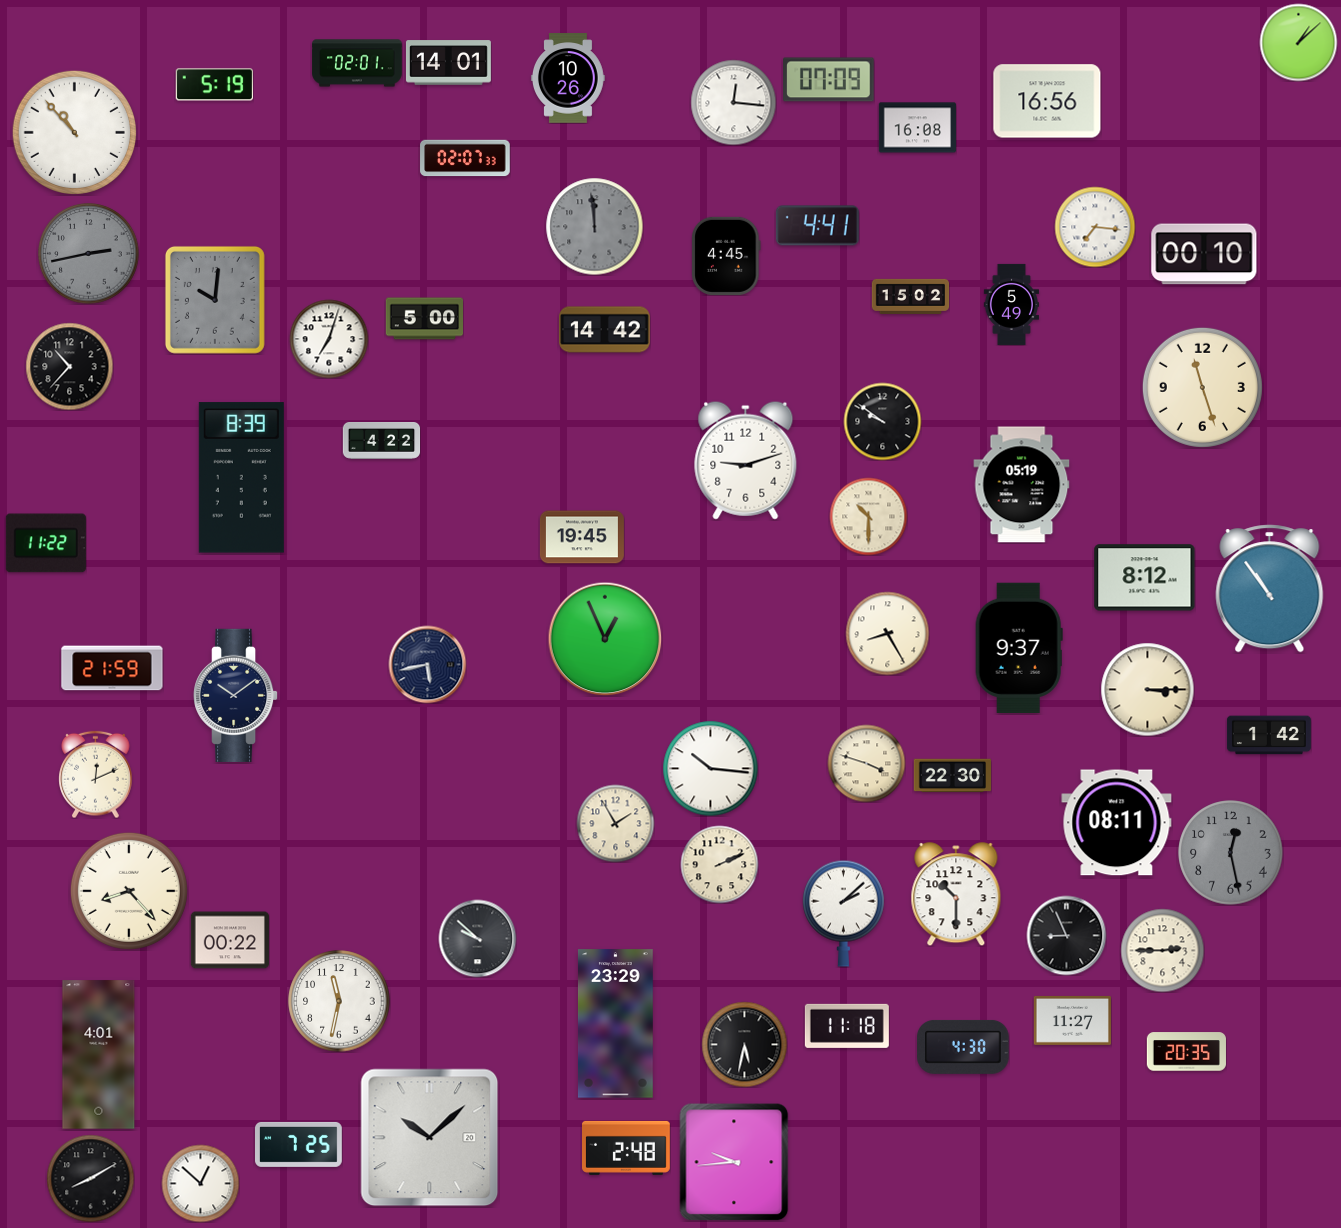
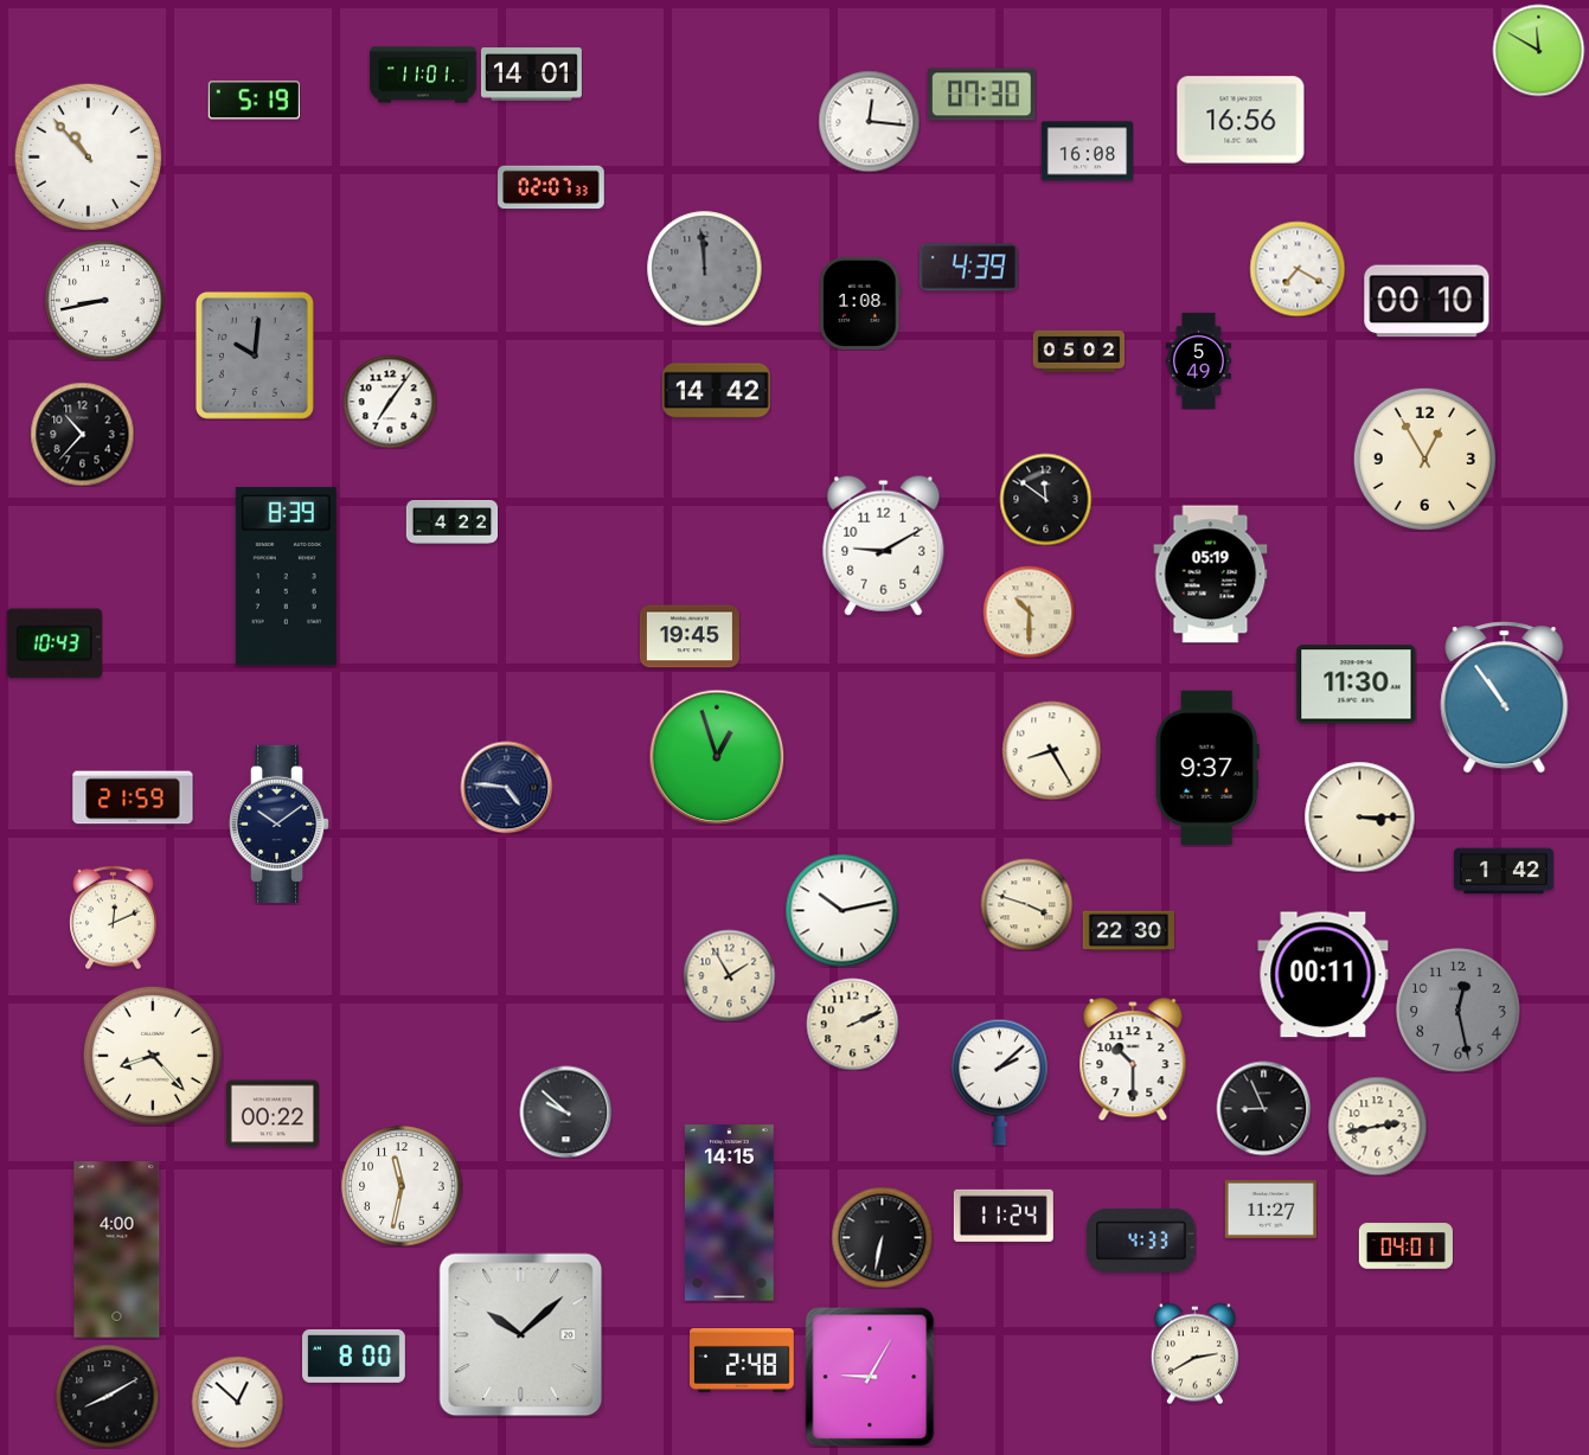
clock at (1298, 42): 1:08 -> 11:50
clock at (357, 63): 02:01 -> 11:01
clock at (568, 78): 10:26 -> none
clock at (829, 80): 07:09 -> 07:30
clock at (817, 226): 4:41 -> 4:39
clock at (1095, 227): 7:16 -> 7:20
clock at (89, 254): 2:43 -> 8:43
clock at (89, 254) dial: grey -> white
clock at (726, 256): 4:45 -> 1:08
clock at (910, 296): 15:02 -> 05:02
clock at (424, 319): 5:00 -> none
clock at (329, 339): 7:03 -> 7:06
clock at (1202, 387): 11:27 -> 12:55
clock at (882, 421): 9:51 -> 11:51
clock at (746, 460): 9:12 -> 9:10
clock at (241, 478) position: (241, 478) -> (286, 577)
clock at (46, 543): 11:22 -> 10:43
clock at (1145, 578): 8:12 -> 11:30
clock at (605, 639): 12:56 -> 12:57
clock at (427, 664): 5:43 -> 4:46
clock at (112, 668) position: (112, 668) -> (133, 797)
clock at (710, 768): 10:16 -> 10:13
clock at (952, 776) position: (952, 776) -> (1128, 931)
clock at (1117, 823): 08:11 -> 00:11
clock at (1162, 950): 2:45 -> 2:43
clock at (615, 1024): 23:29 -> 14:15
clock at (847, 1026): 11:18 -> 11:24
clock at (744, 1044): 5:32 -> 6:32
clock at (963, 1047): 4:30 -> 4:33
clock at (1186, 1052): 20:35 -> 04:01
clock at (99, 1055): 4:01 -> 4:00
clock at (430, 1138) position: (430, 1138) -> (521, 1335)
clock at (1194, 1353): none -> 2:40
clock at (299, 1144): 7:25 -> 8:00
clock at (734, 1162): 9:44 -> 9:05
